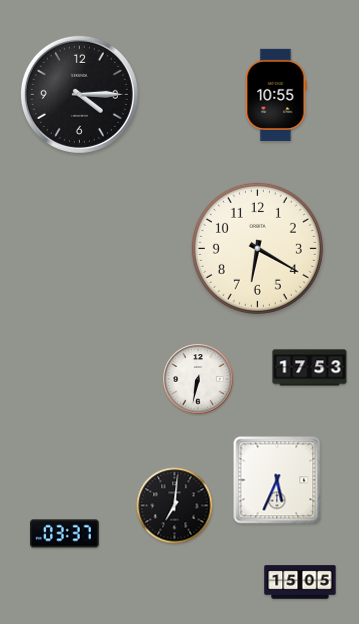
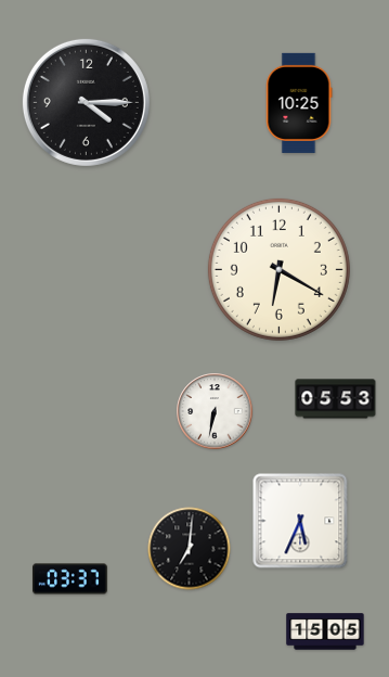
clock at (276, 95): 10:55 -> 10:25
clock at (310, 368): 17:53 -> 05:53
